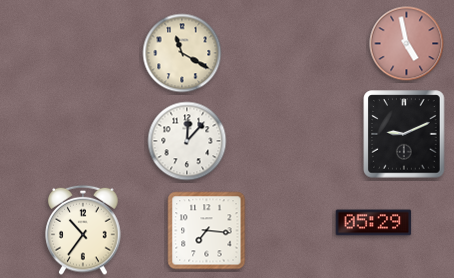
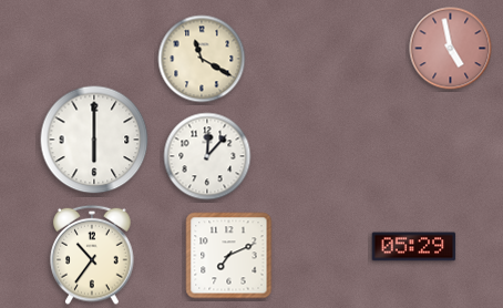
clock at (94, 140): none -> 6:00
clock at (404, 134): 9:11 -> none
clock at (207, 231): 7:16 -> 7:11
